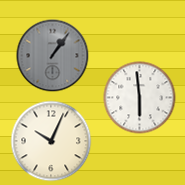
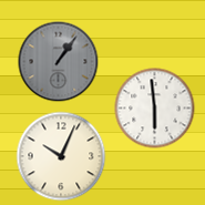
clock at (51, 141) position: (51, 141) -> (61, 156)
